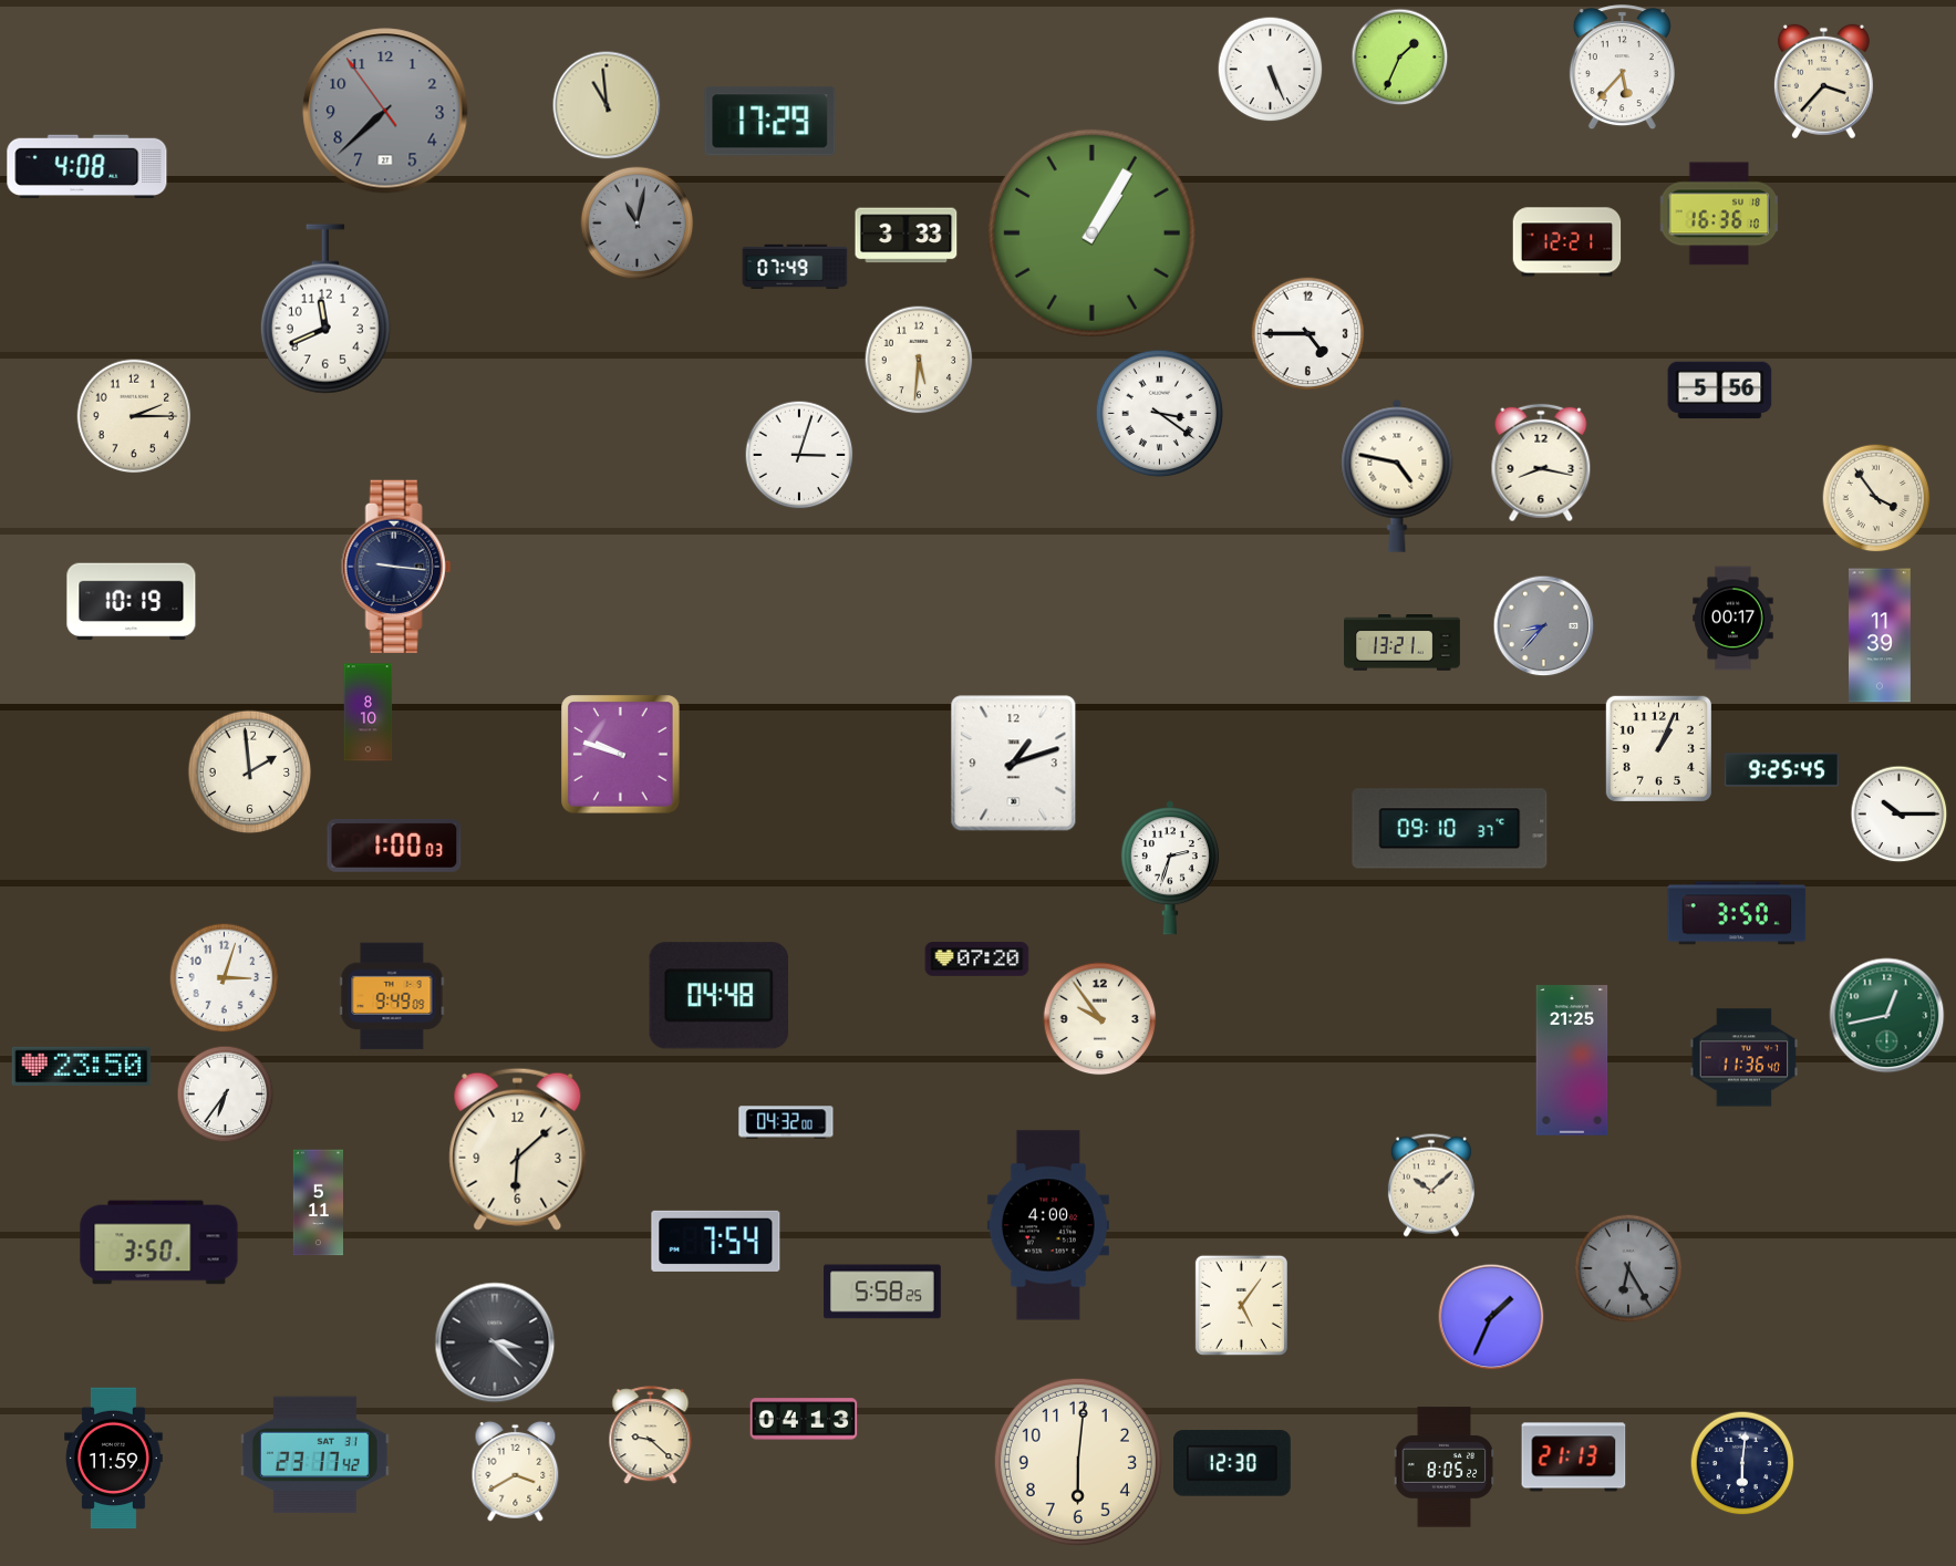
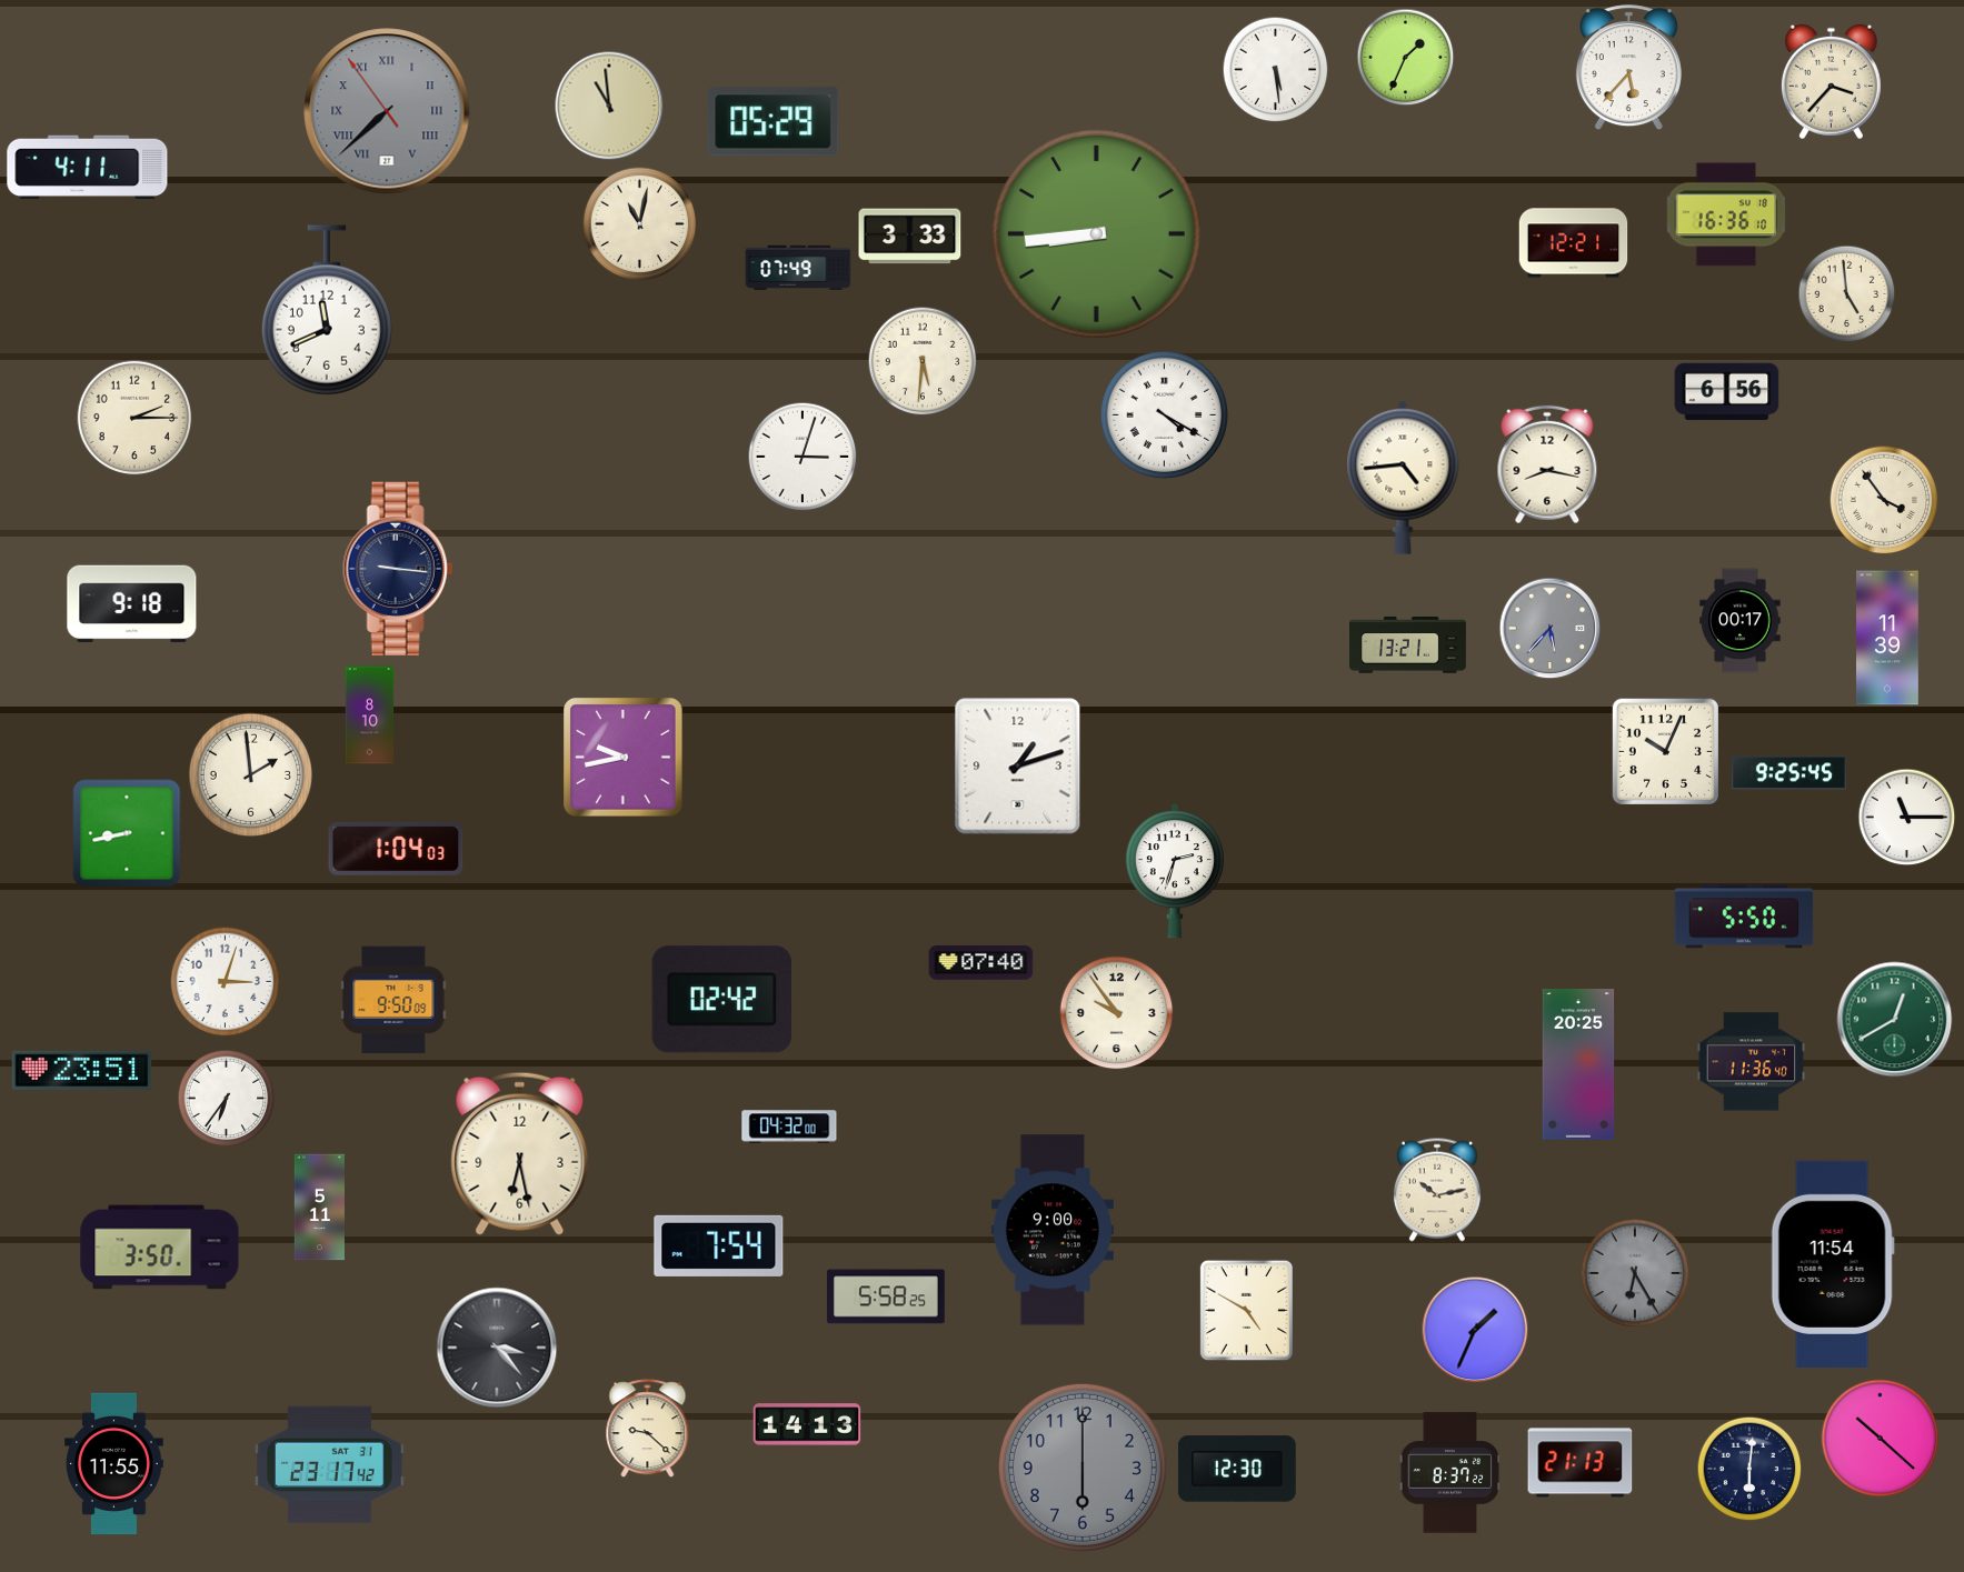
clock at (1271, 70): 5:26 -> 5:29
clock at (385, 111) numerals: Arabic -> Roman
clock at (770, 122): 17:29 -> 05:29
clock at (87, 166): 4:08 -> 4:11
clock at (638, 224) dial: grey -> cream
clock at (1091, 232): 1:05 -> 8:44
clock at (1847, 294): none -> 4:59
clock at (1308, 334): 4:45 -> none
clock at (1720, 391): 5:56 -> 6:56
clock at (1160, 414): 3:21 -> 4:20
clock at (1397, 476): 4:47 -> 4:44
clock at (132, 602): 10:19 -> 9:18
clock at (1544, 626): 8:37 -> 5:37
clock at (1658, 748): 1:04 -> 10:04
clock at (621, 755): 9:48 -> 9:43
clock at (1900, 815): 10:15 -> 11:15
clock at (1450, 829): 09:10 -> none
clock at (127, 833): none -> 8:43
clock at (394, 846): 1:00 -> 1:04
clock at (1737, 913): 3:50 -> 5:50
clock at (977, 960): 07:20 -> 07:40
clock at (392, 996): 9:49 -> 9:50
clock at (718, 996): 04:48 -> 02:42
clock at (1887, 1016): 12:43 -> 12:40
clock at (1100, 1019) position: (1100, 1019) -> (1117, 1013)
clock at (1572, 1060): 21:25 -> 20:25
clock at (82, 1067): 23:50 -> 23:51
clock at (518, 1149): 6:08 -> 6:28
clock at (1431, 1185): 10:08 -> 10:13
clock at (1048, 1225): 4:00 -> 9:00
clock at (1833, 1264): none -> 11:54
clock at (1241, 1305): 5:06 -> 4:50
clock at (1491, 1317) position: (1491, 1317) -> (1475, 1330)
clock at (495, 1342): 3:22 -> 3:23
clock at (804, 1419): 04:13 -> 14:13
clock at (1881, 1439): none -> 10:22
clock at (651, 1435) position: (651, 1435) -> (648, 1429)
clock at (314, 1455) position: (314, 1455) -> (329, 1465)
clock at (114, 1459): 11:59 -> 11:55
clock at (1078, 1462): 6:01 -> 6:00
clock at (1078, 1462) dial: cream -> grey
clock at (1445, 1468): 8:05 -> 8:37
clock at (516, 1471): 3:40 -> none
